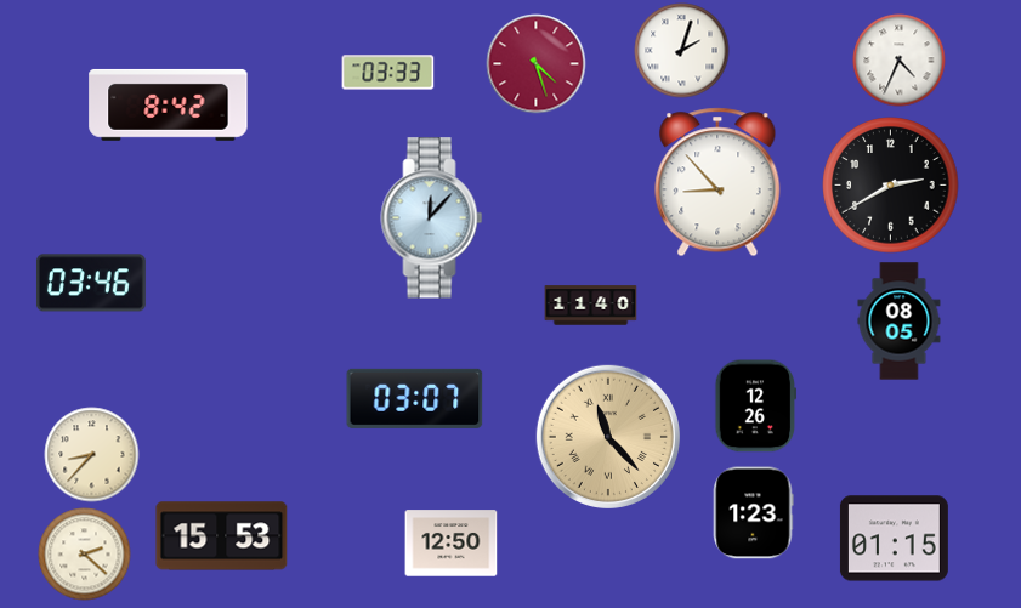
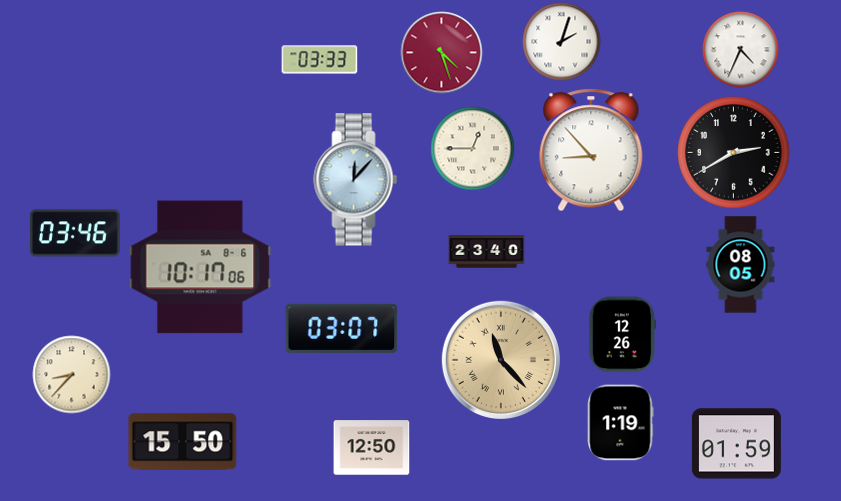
clock at (169, 104): 8:42 -> none
clock at (473, 149): none -> 12:45
clock at (591, 306): 11:40 -> 23:40
clock at (200, 267): none -> 10:17
clock at (92, 455) position: (92, 455) -> (72, 375)
clock at (753, 513): 1:23 -> 1:19
clock at (222, 536): 15:53 -> 15:50
clock at (894, 539): 01:15 -> 01:59
clock at (85, 555): 2:22 -> none
